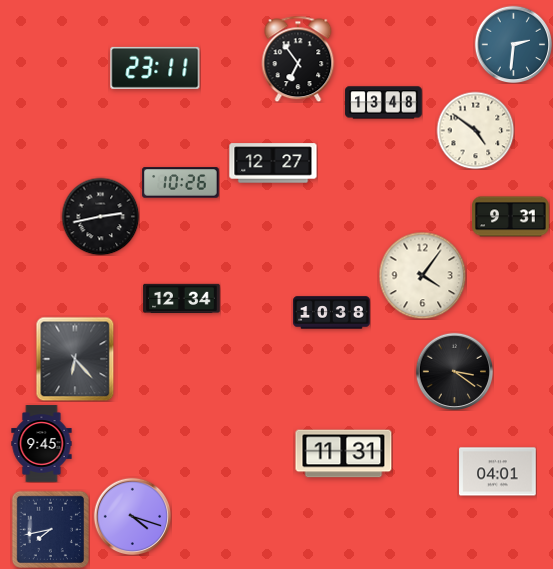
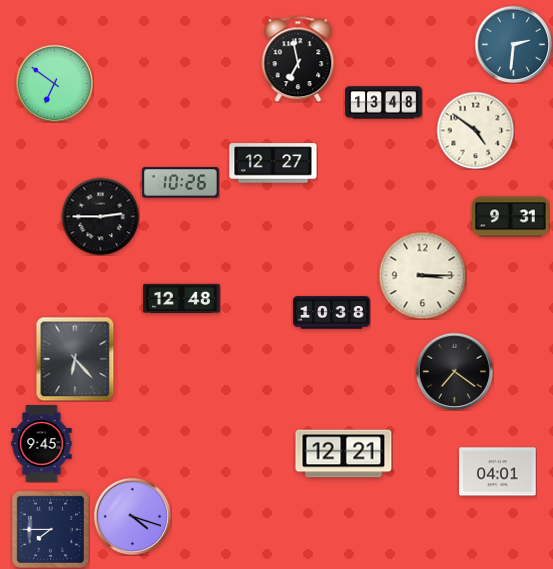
clock at (298, 59): 6:54 -> 6:58
clock at (155, 68): 23:11 -> none
clock at (54, 83): none -> 6:51
clock at (100, 216): 2:43 -> 2:45
clock at (422, 275): 4:06 -> 3:15
clock at (182, 298): 12:34 -> 12:48
clock at (454, 371): 3:21 -> 7:21
clock at (344, 454): 11:31 -> 12:21
clock at (50, 529): 7:43 -> 7:45
